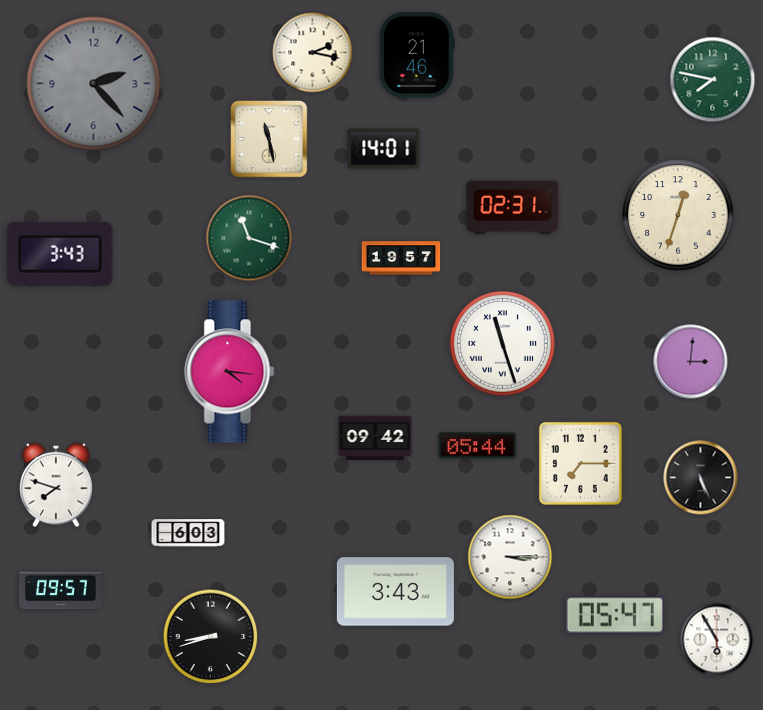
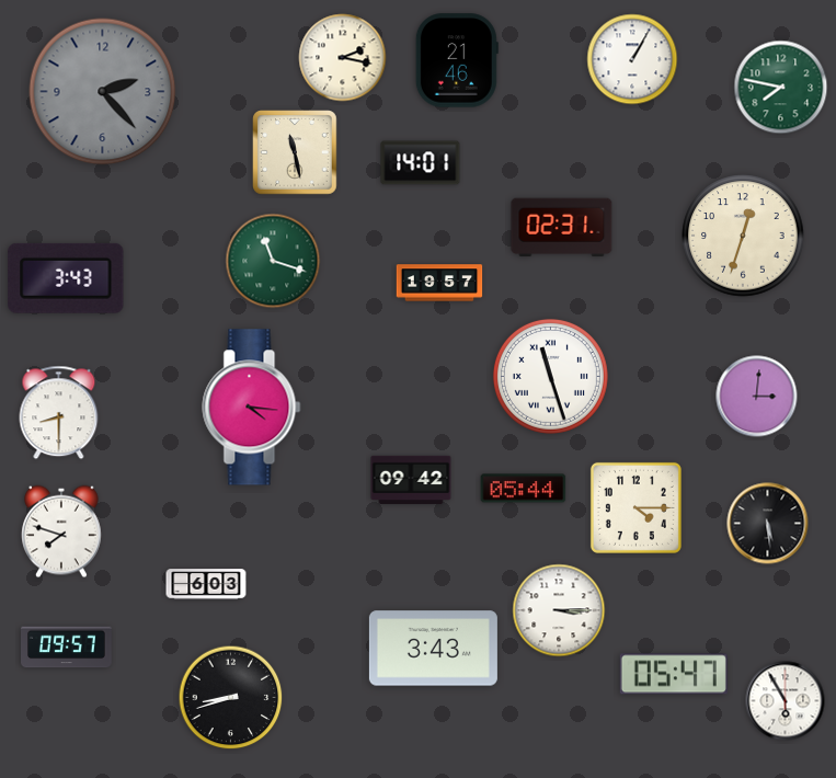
clock at (632, 59): none -> 1:05
clock at (59, 413): none -> 8:30
clock at (580, 463): 7:15 -> 4:15
clock at (701, 478): 5:26 -> 5:29
